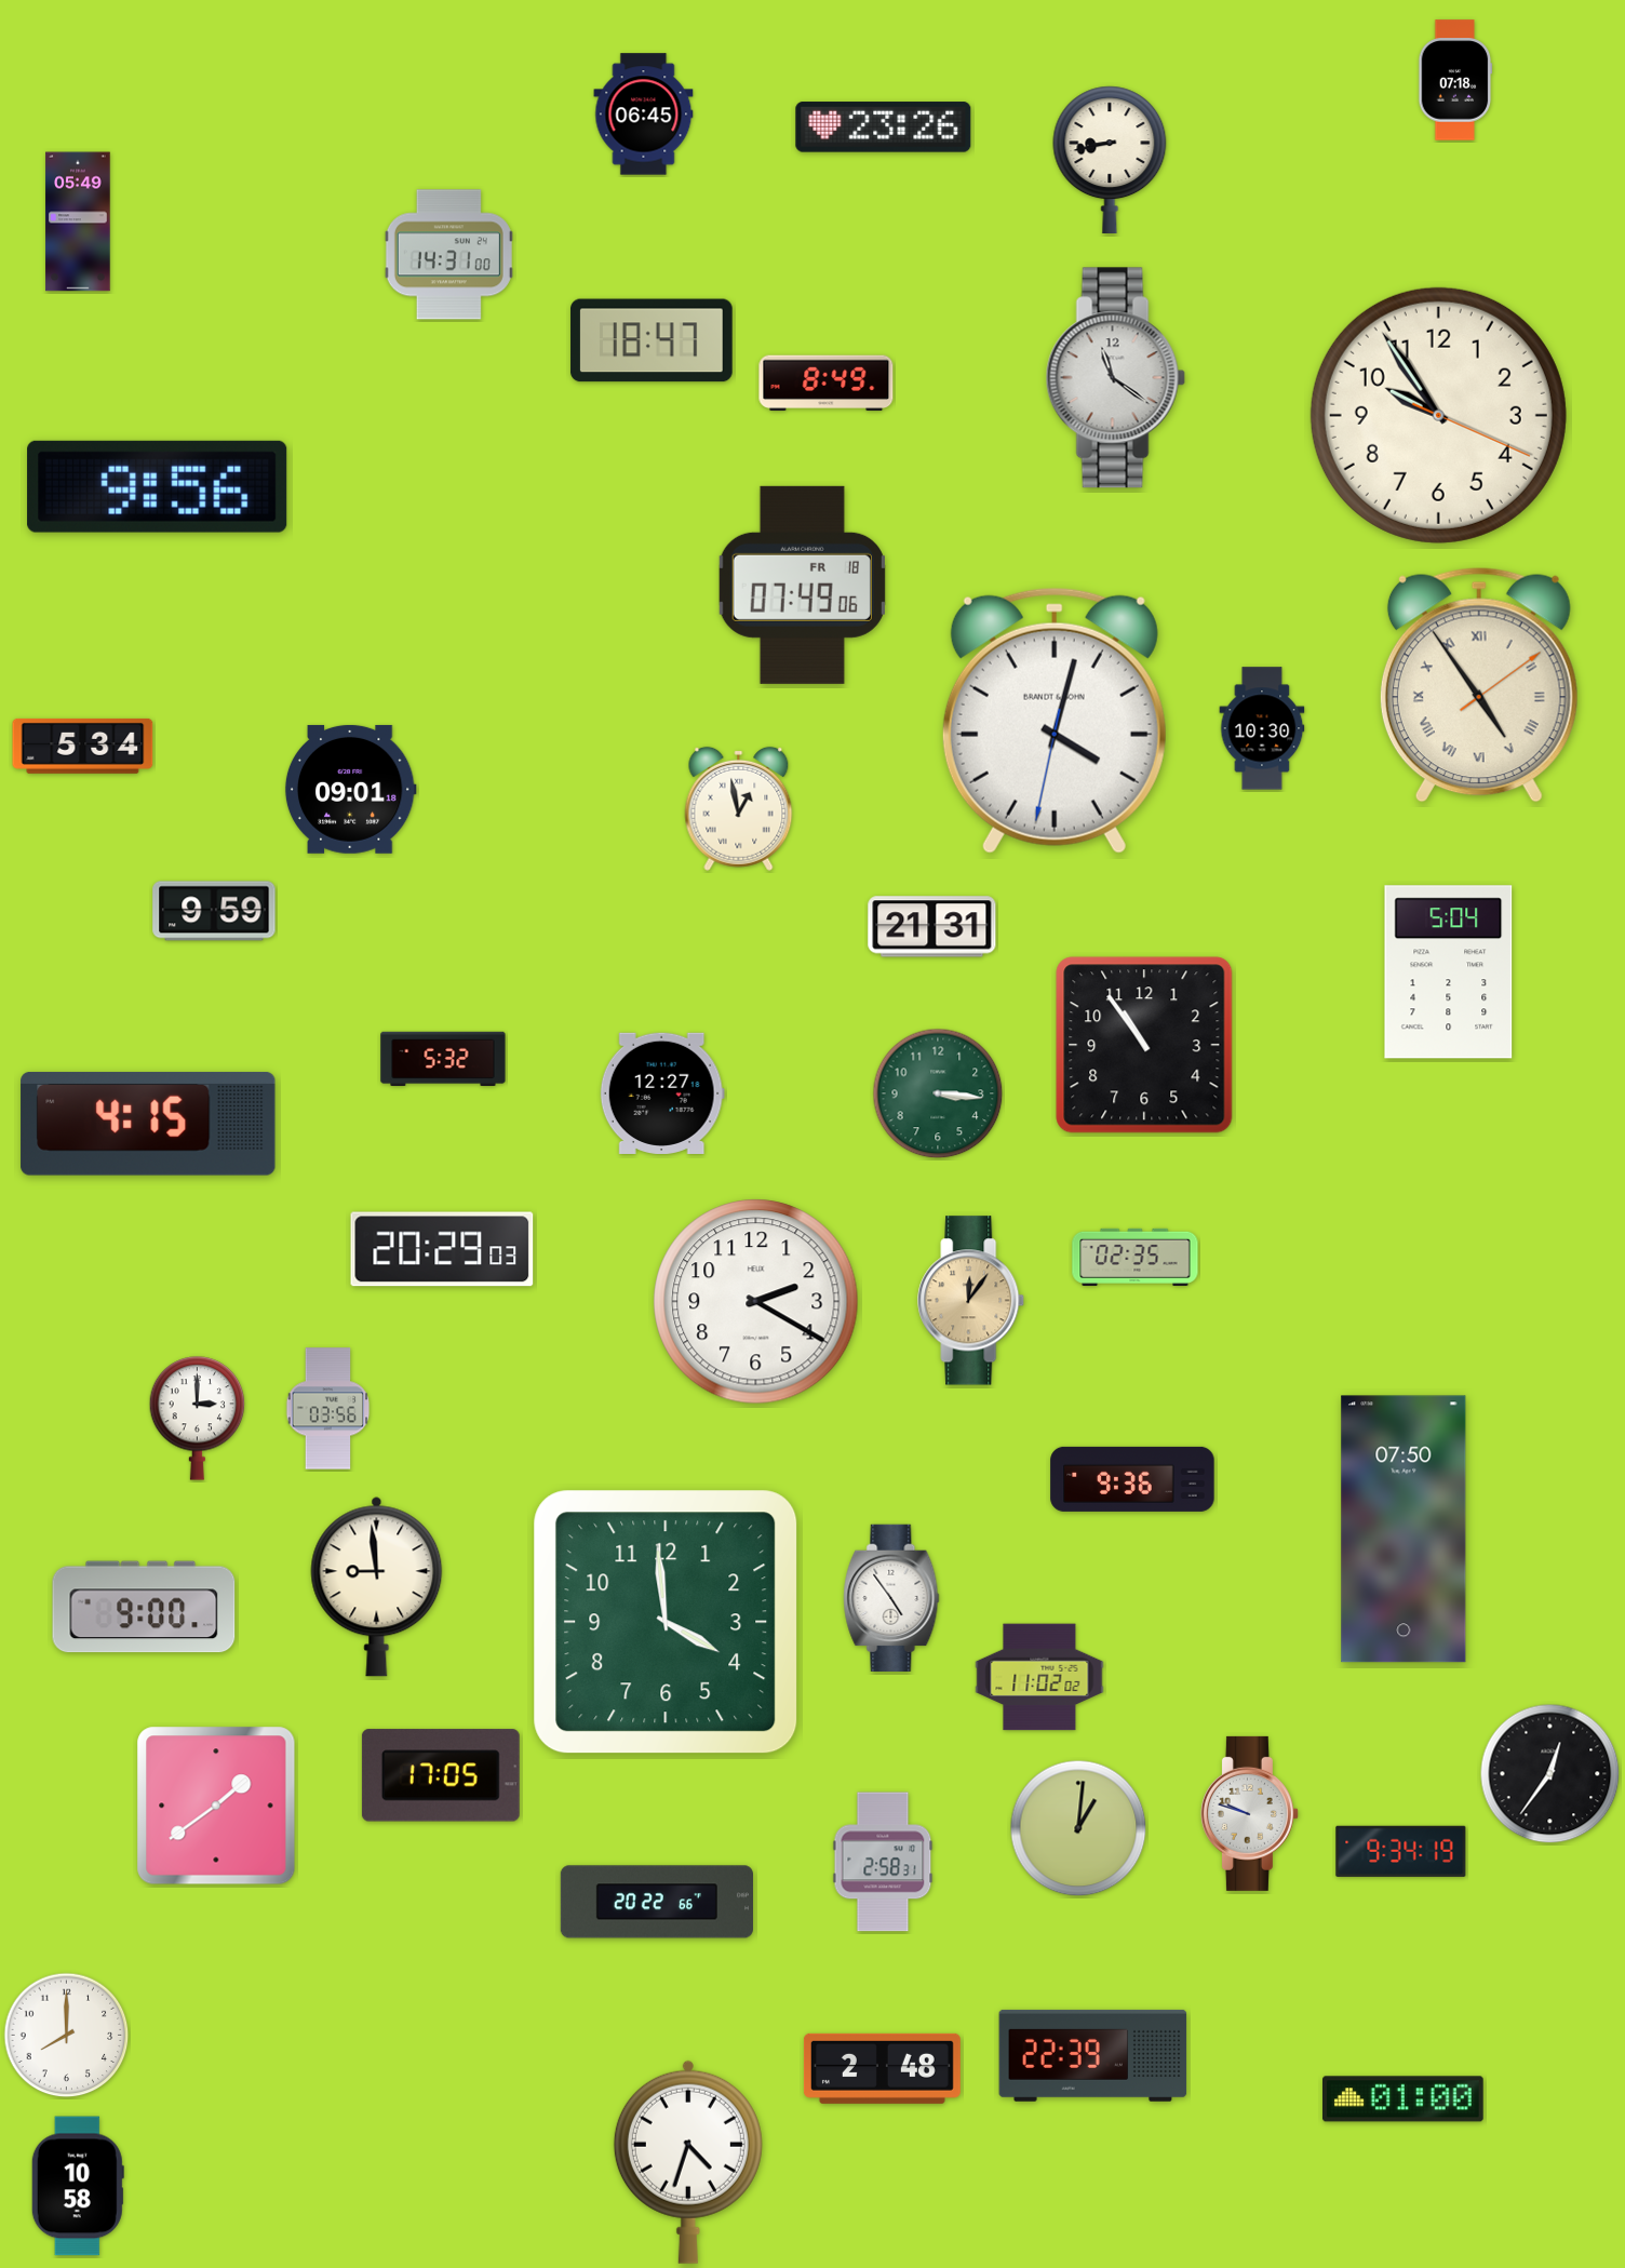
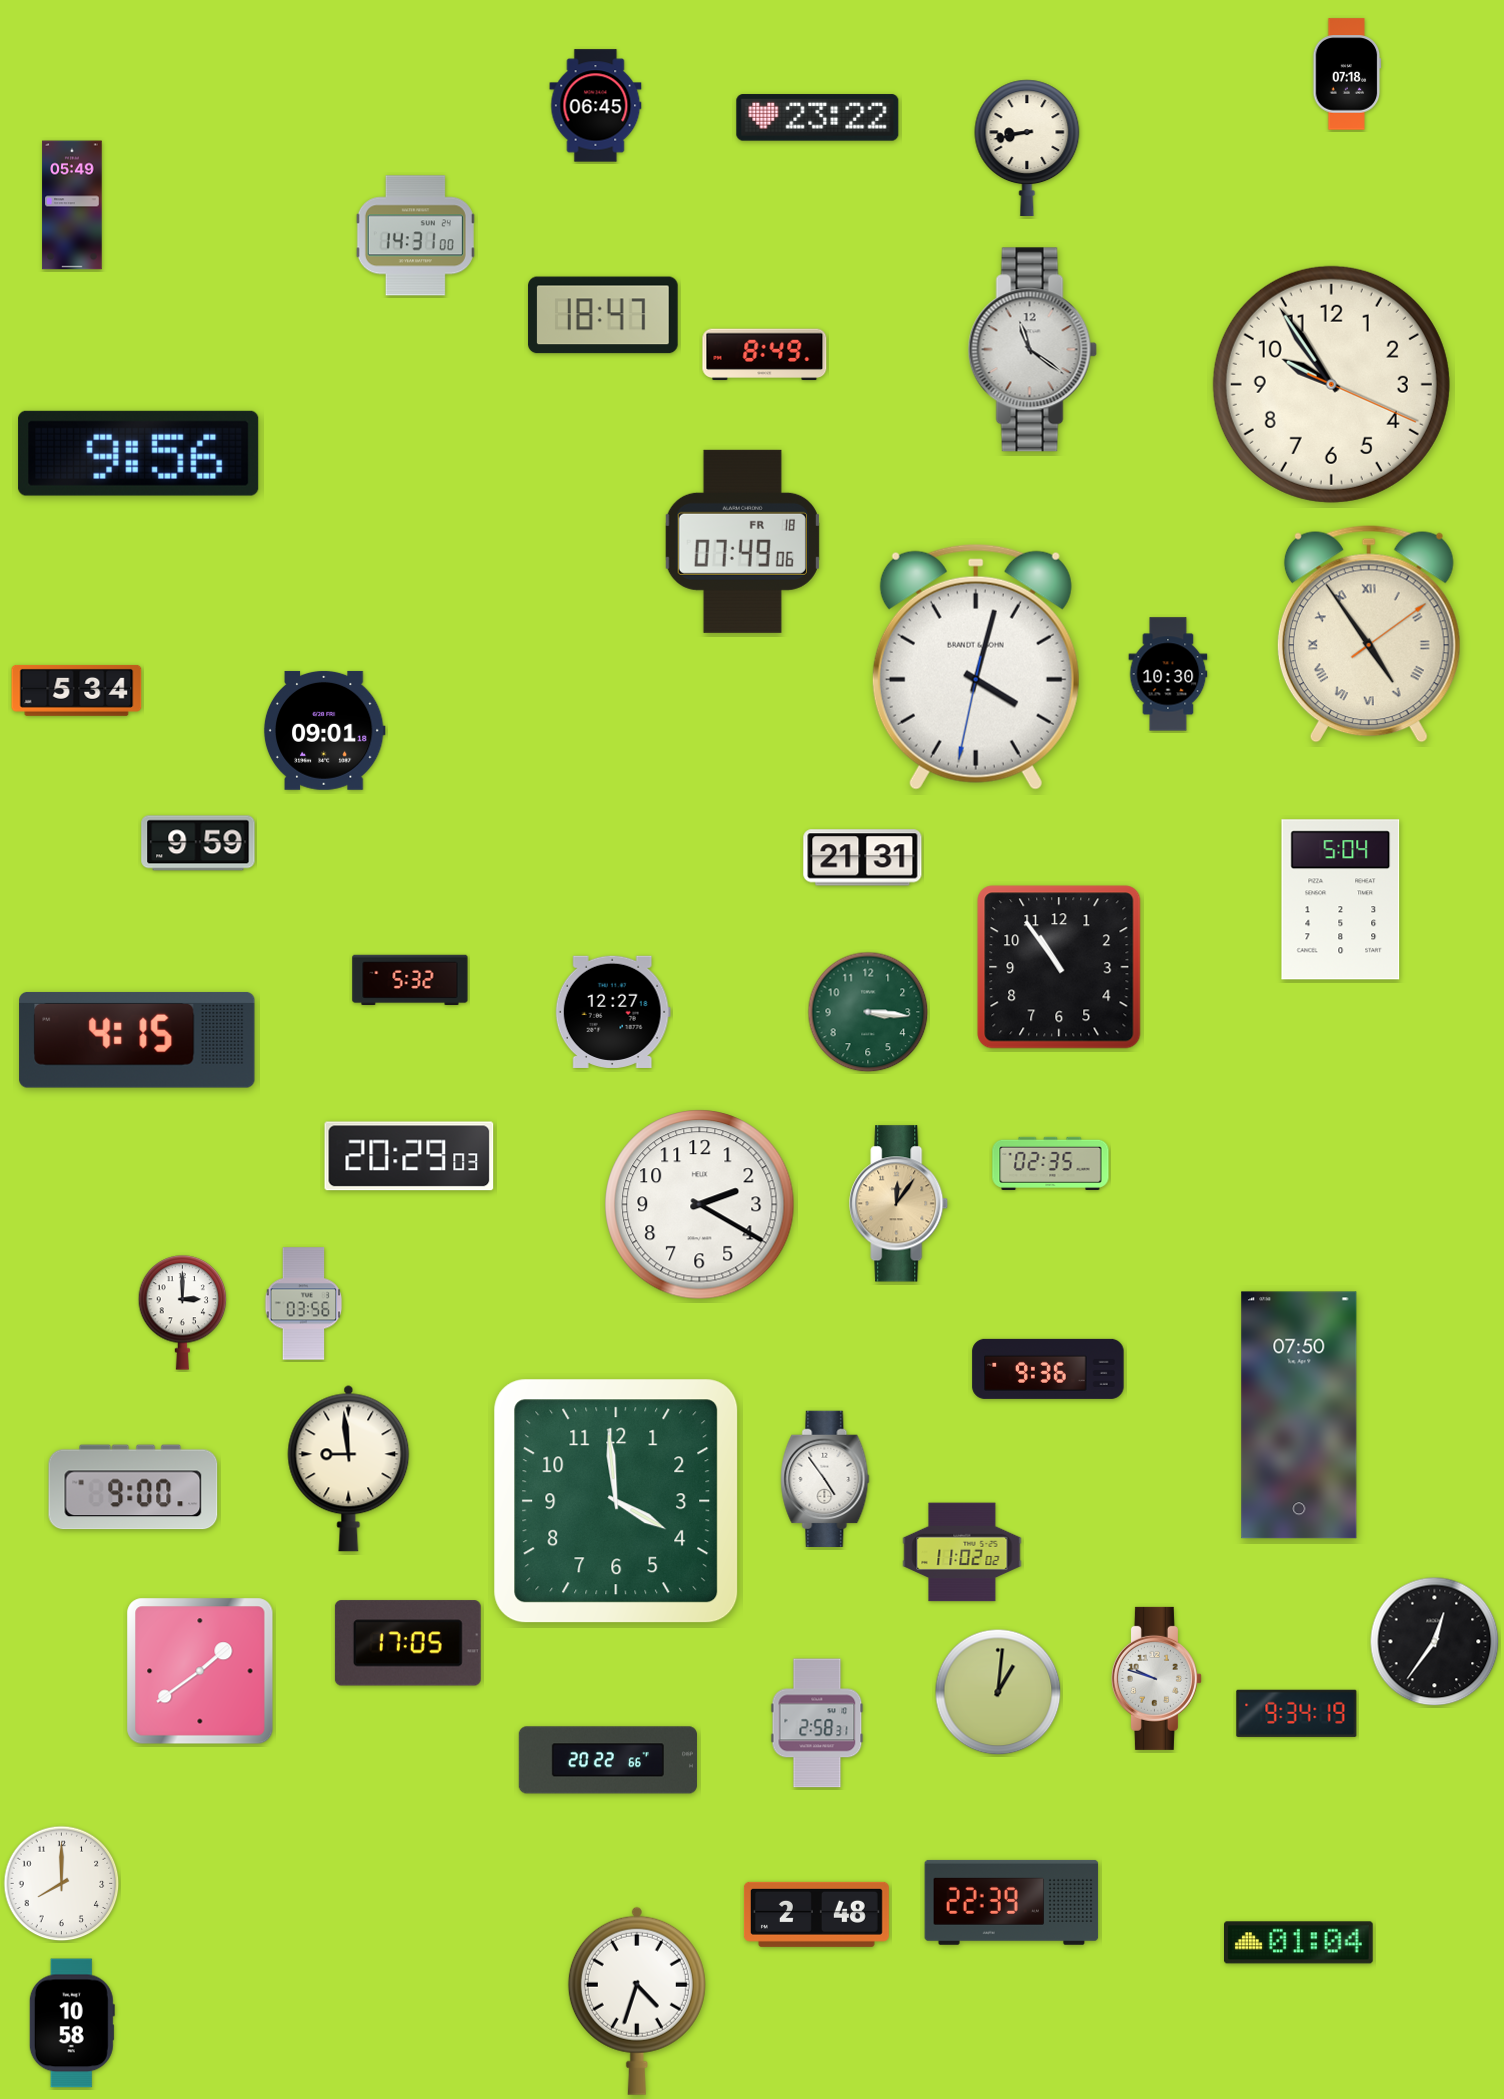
clock at (884, 128): 23:26 -> 23:22
clock at (158, 486) position: (158, 486) -> (139, 453)
clock at (739, 808): 12:58 -> none
clock at (1404, 2099): 01:00 -> 01:04
